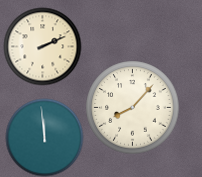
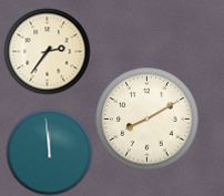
clock at (42, 46): 2:11 -> 2:36
clock at (132, 107): 8:07 -> 8:10
